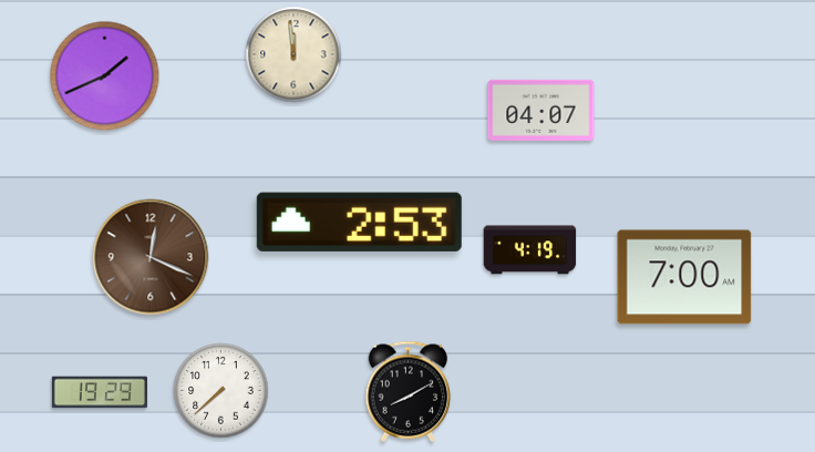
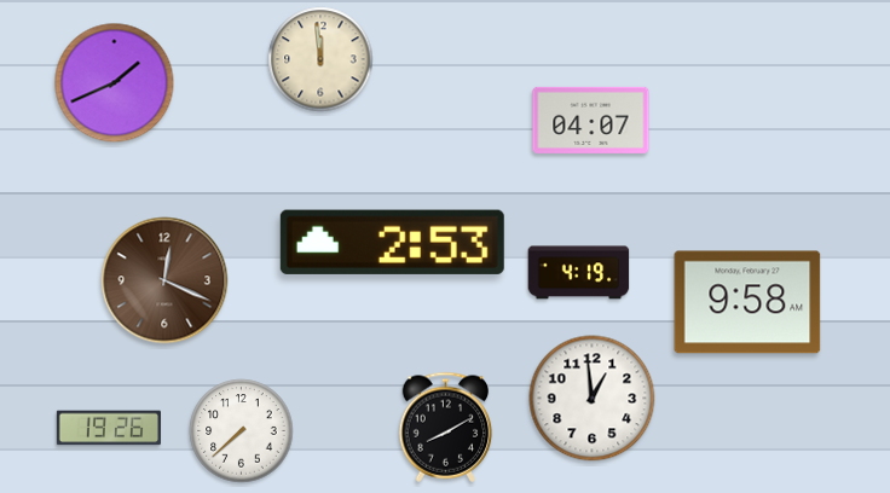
clock at (684, 277): 7:00 -> 9:58
clock at (593, 399): none -> 12:59
clock at (221, 391) position: (221, 391) -> (242, 431)
clock at (100, 392): 19:29 -> 19:26
